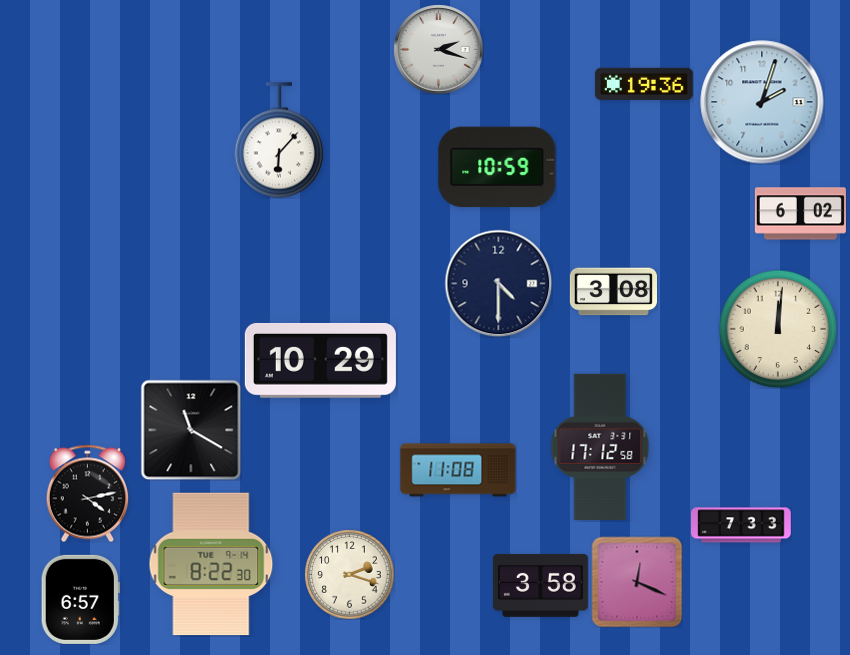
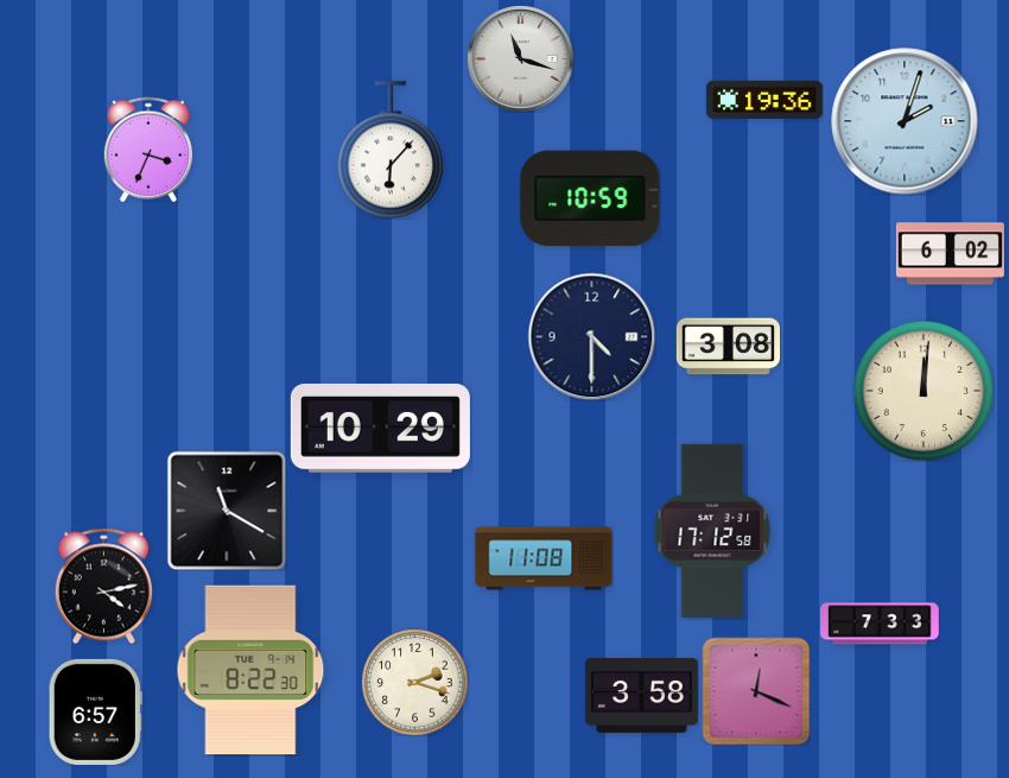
clock at (438, 49): 2:18 -> 11:18
clock at (148, 150): none -> 3:34
clock at (279, 140) position: (279, 140) -> (391, 150)
